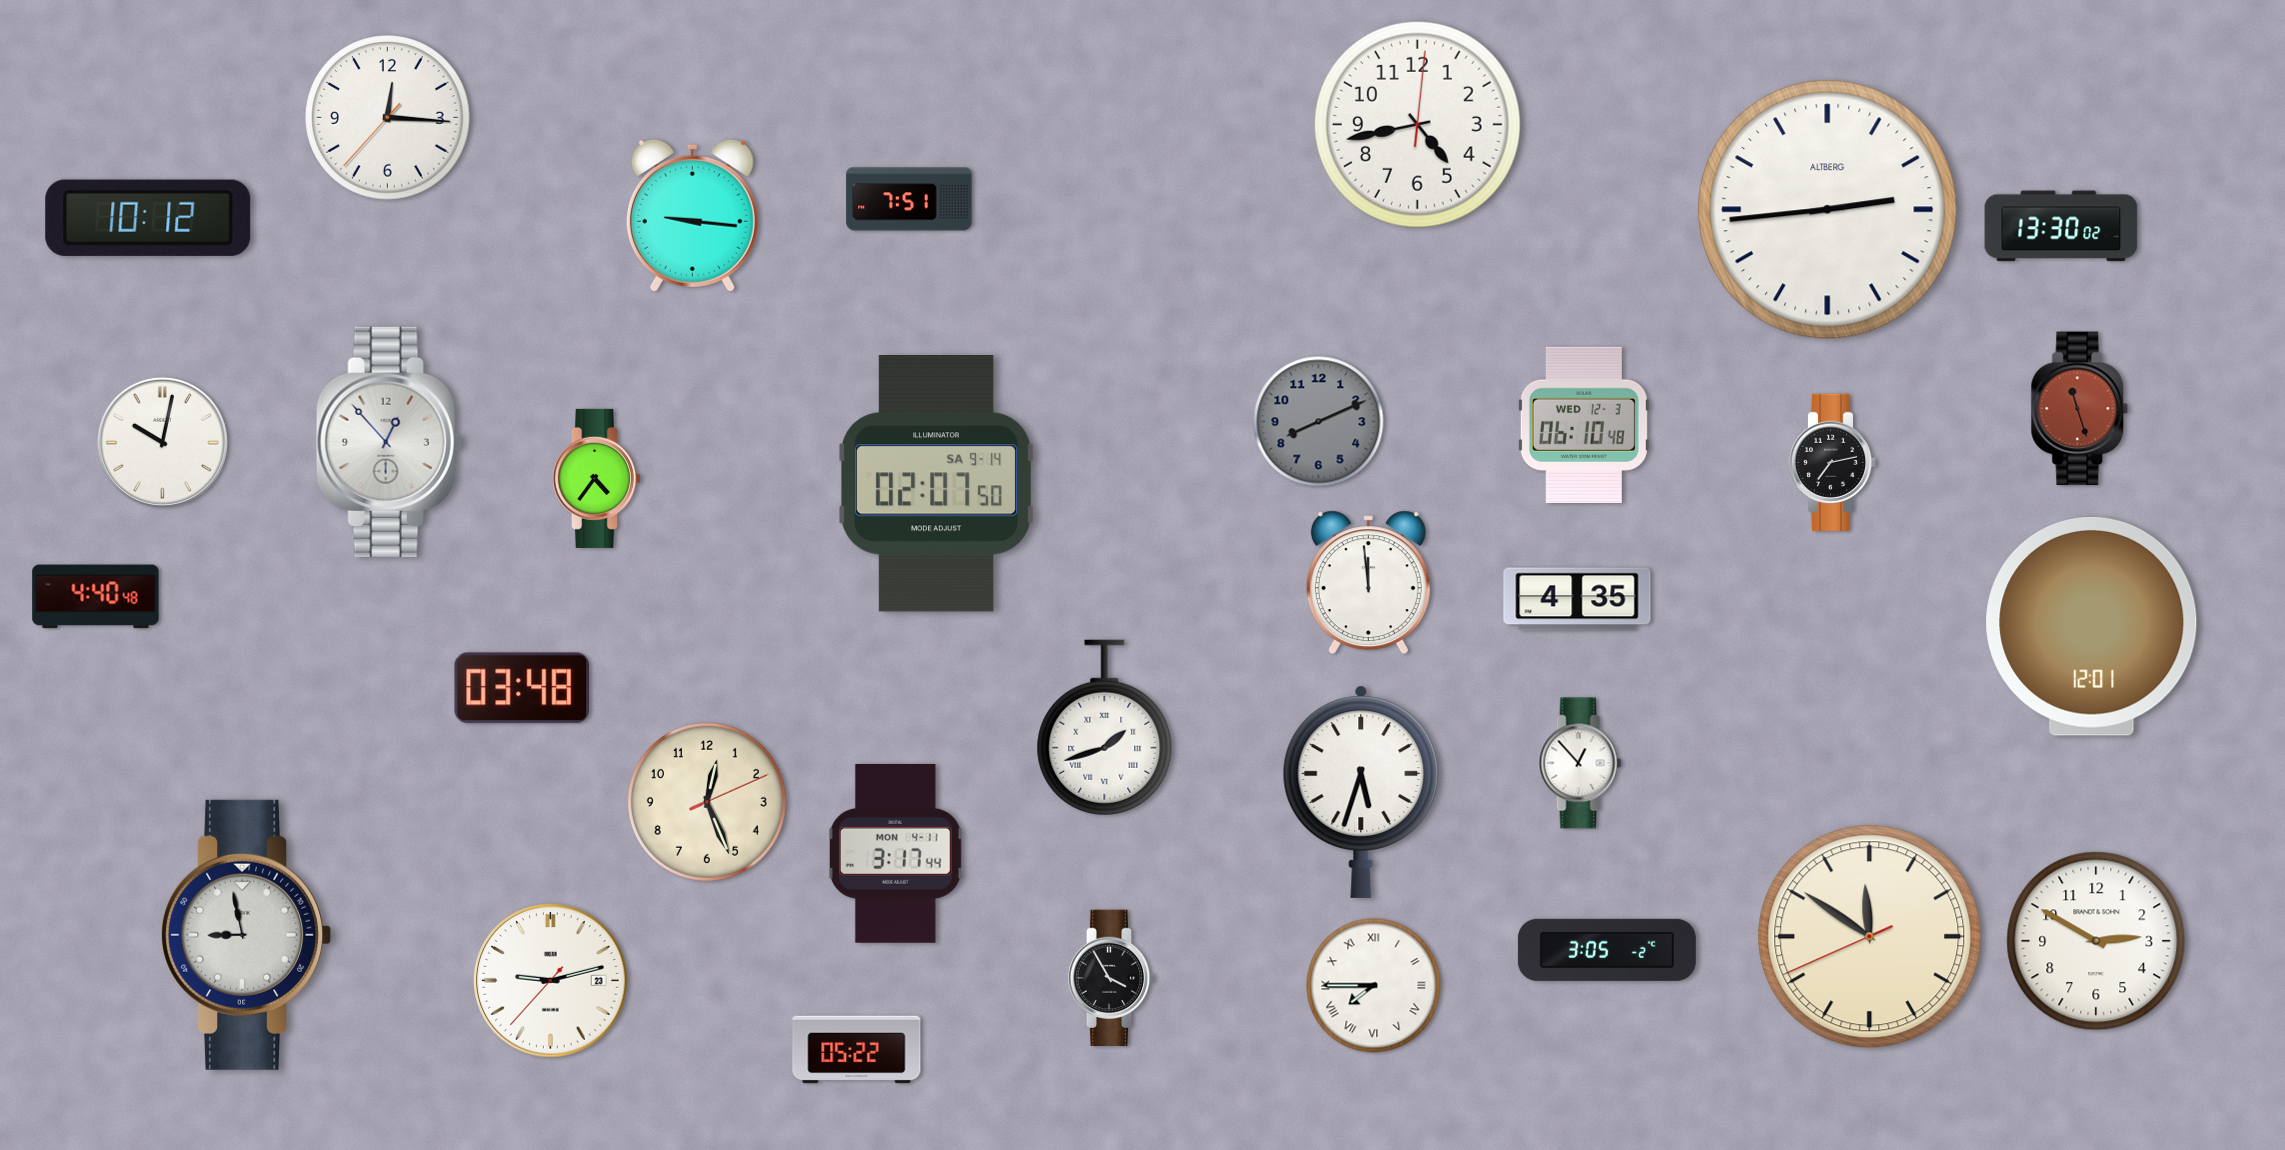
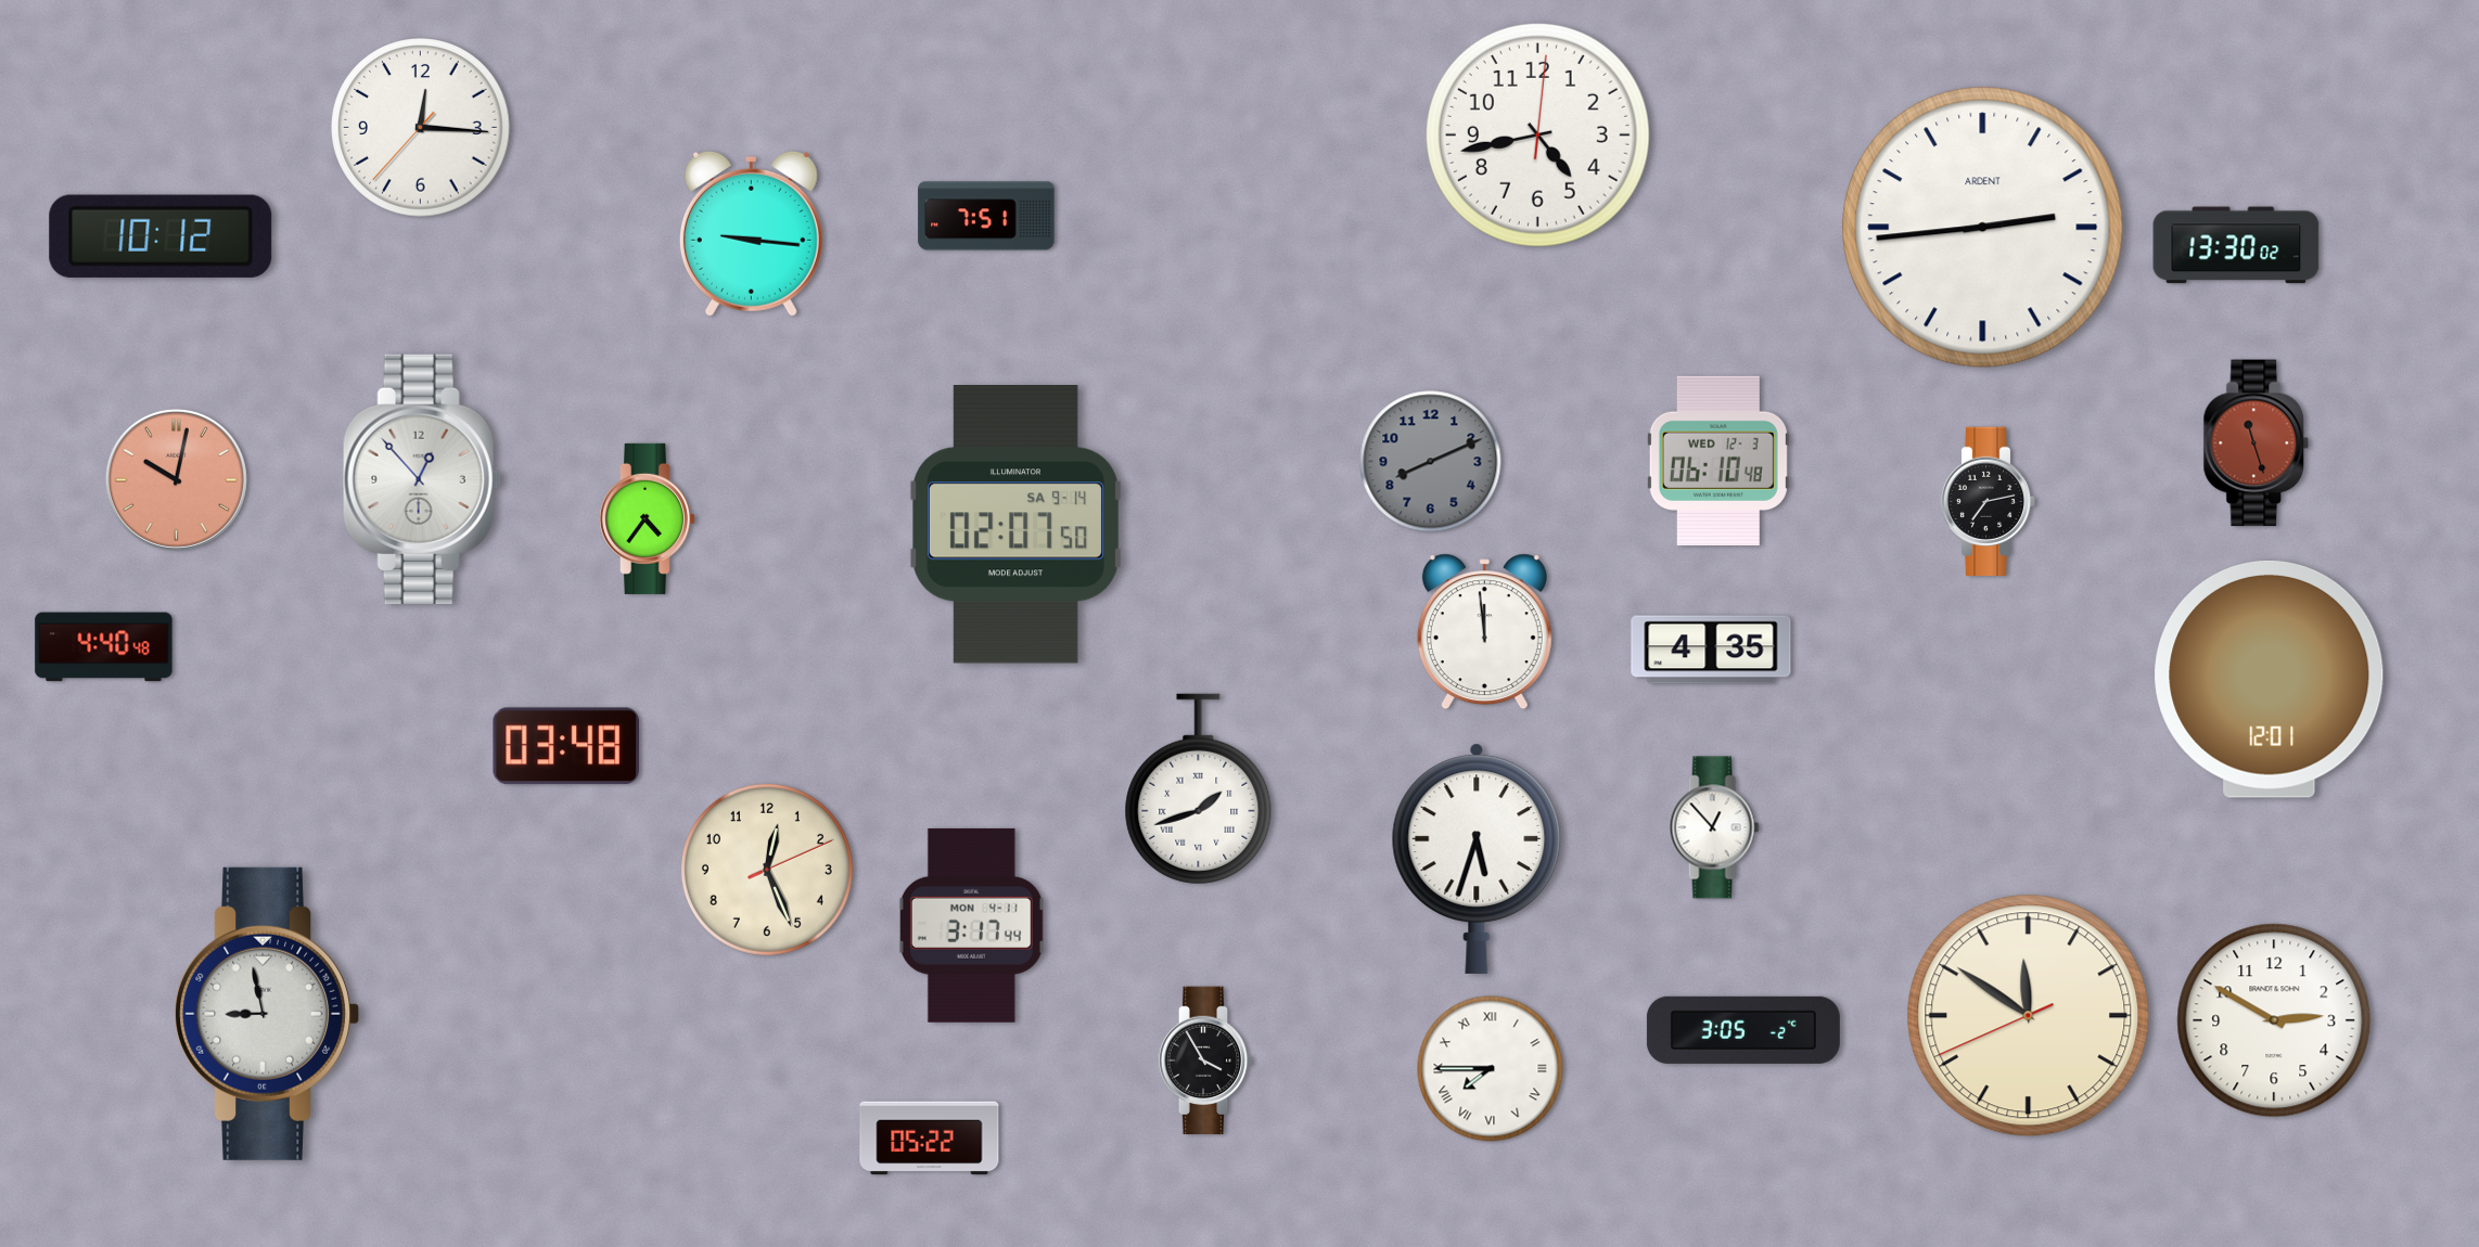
clock at (1828, 210) brand: ALTBERG -> ARDENT
clock at (1319, 422) position: (1319, 422) -> (1431, 462)
clock at (162, 442) dial: white -> salmon
clock at (551, 981): 9:12 -> none
